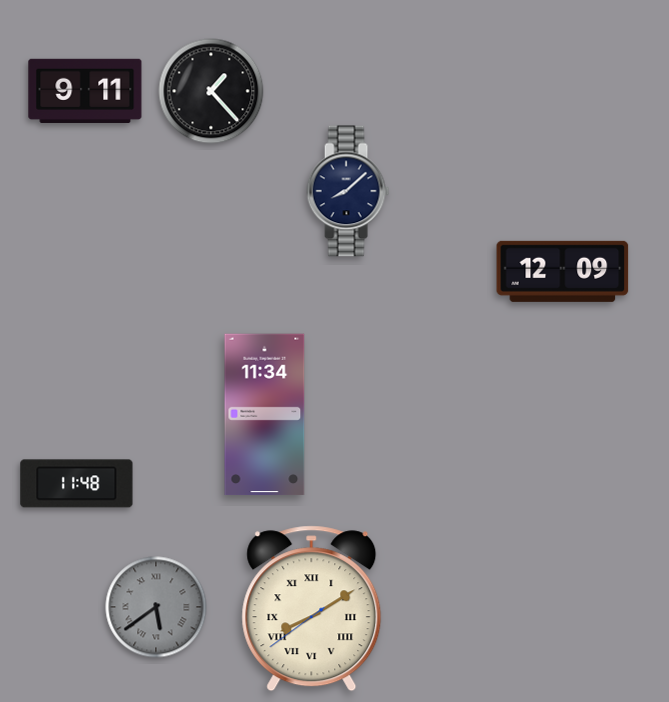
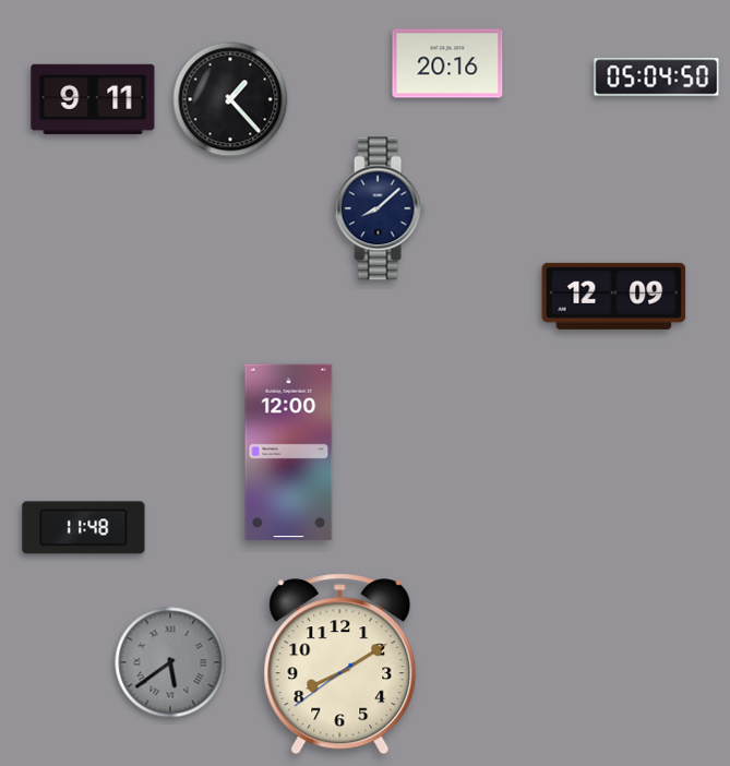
clock at (447, 63): none -> 20:16
clock at (657, 77): none -> 05:04
clock at (265, 415): 11:34 -> 12:00
clock at (312, 609) numerals: Roman -> Arabic
